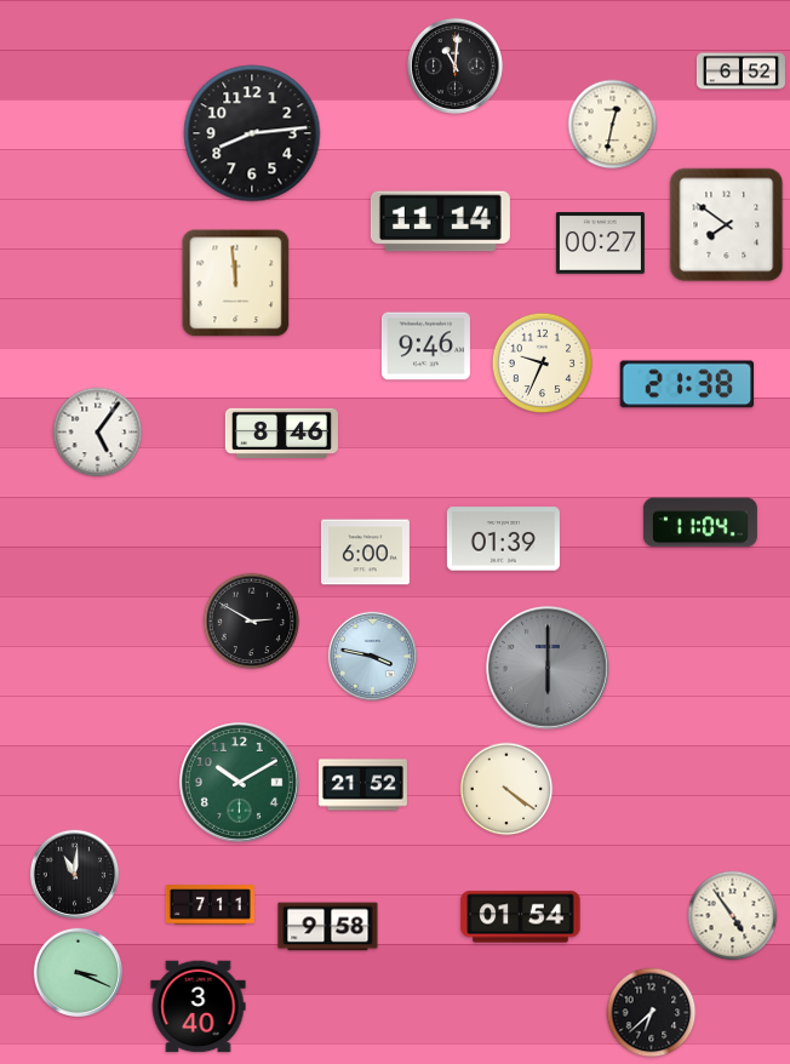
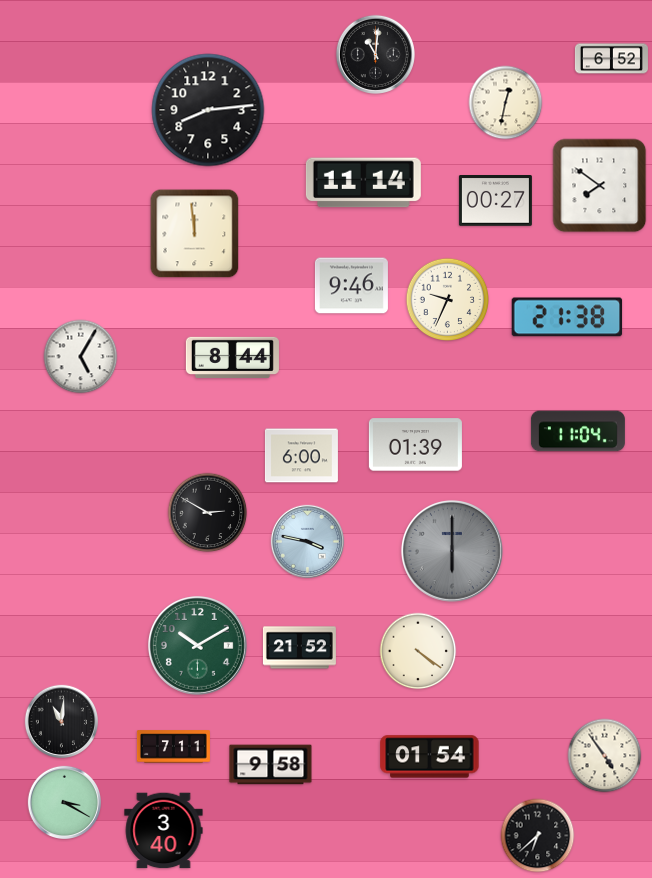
clock at (98, 433): 5:06 -> 5:05
clock at (281, 433): 8:46 -> 8:44
clock at (78, 972): 3:19 -> 3:20
